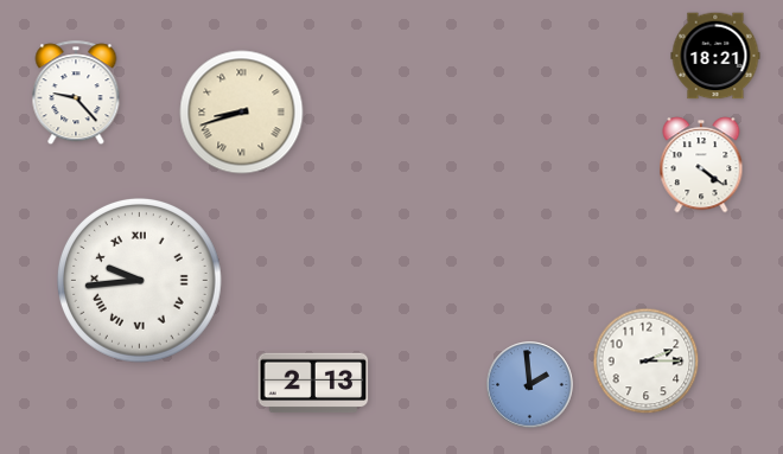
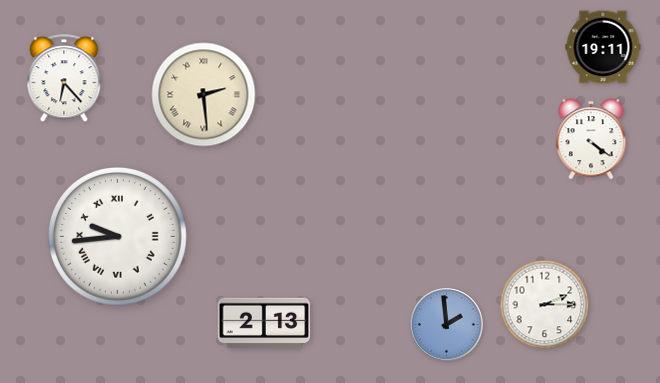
clock at (715, 56): 18:21 -> 19:11
clock at (76, 94): 9:23 -> 6:23
clock at (242, 113): 8:42 -> 2:29
